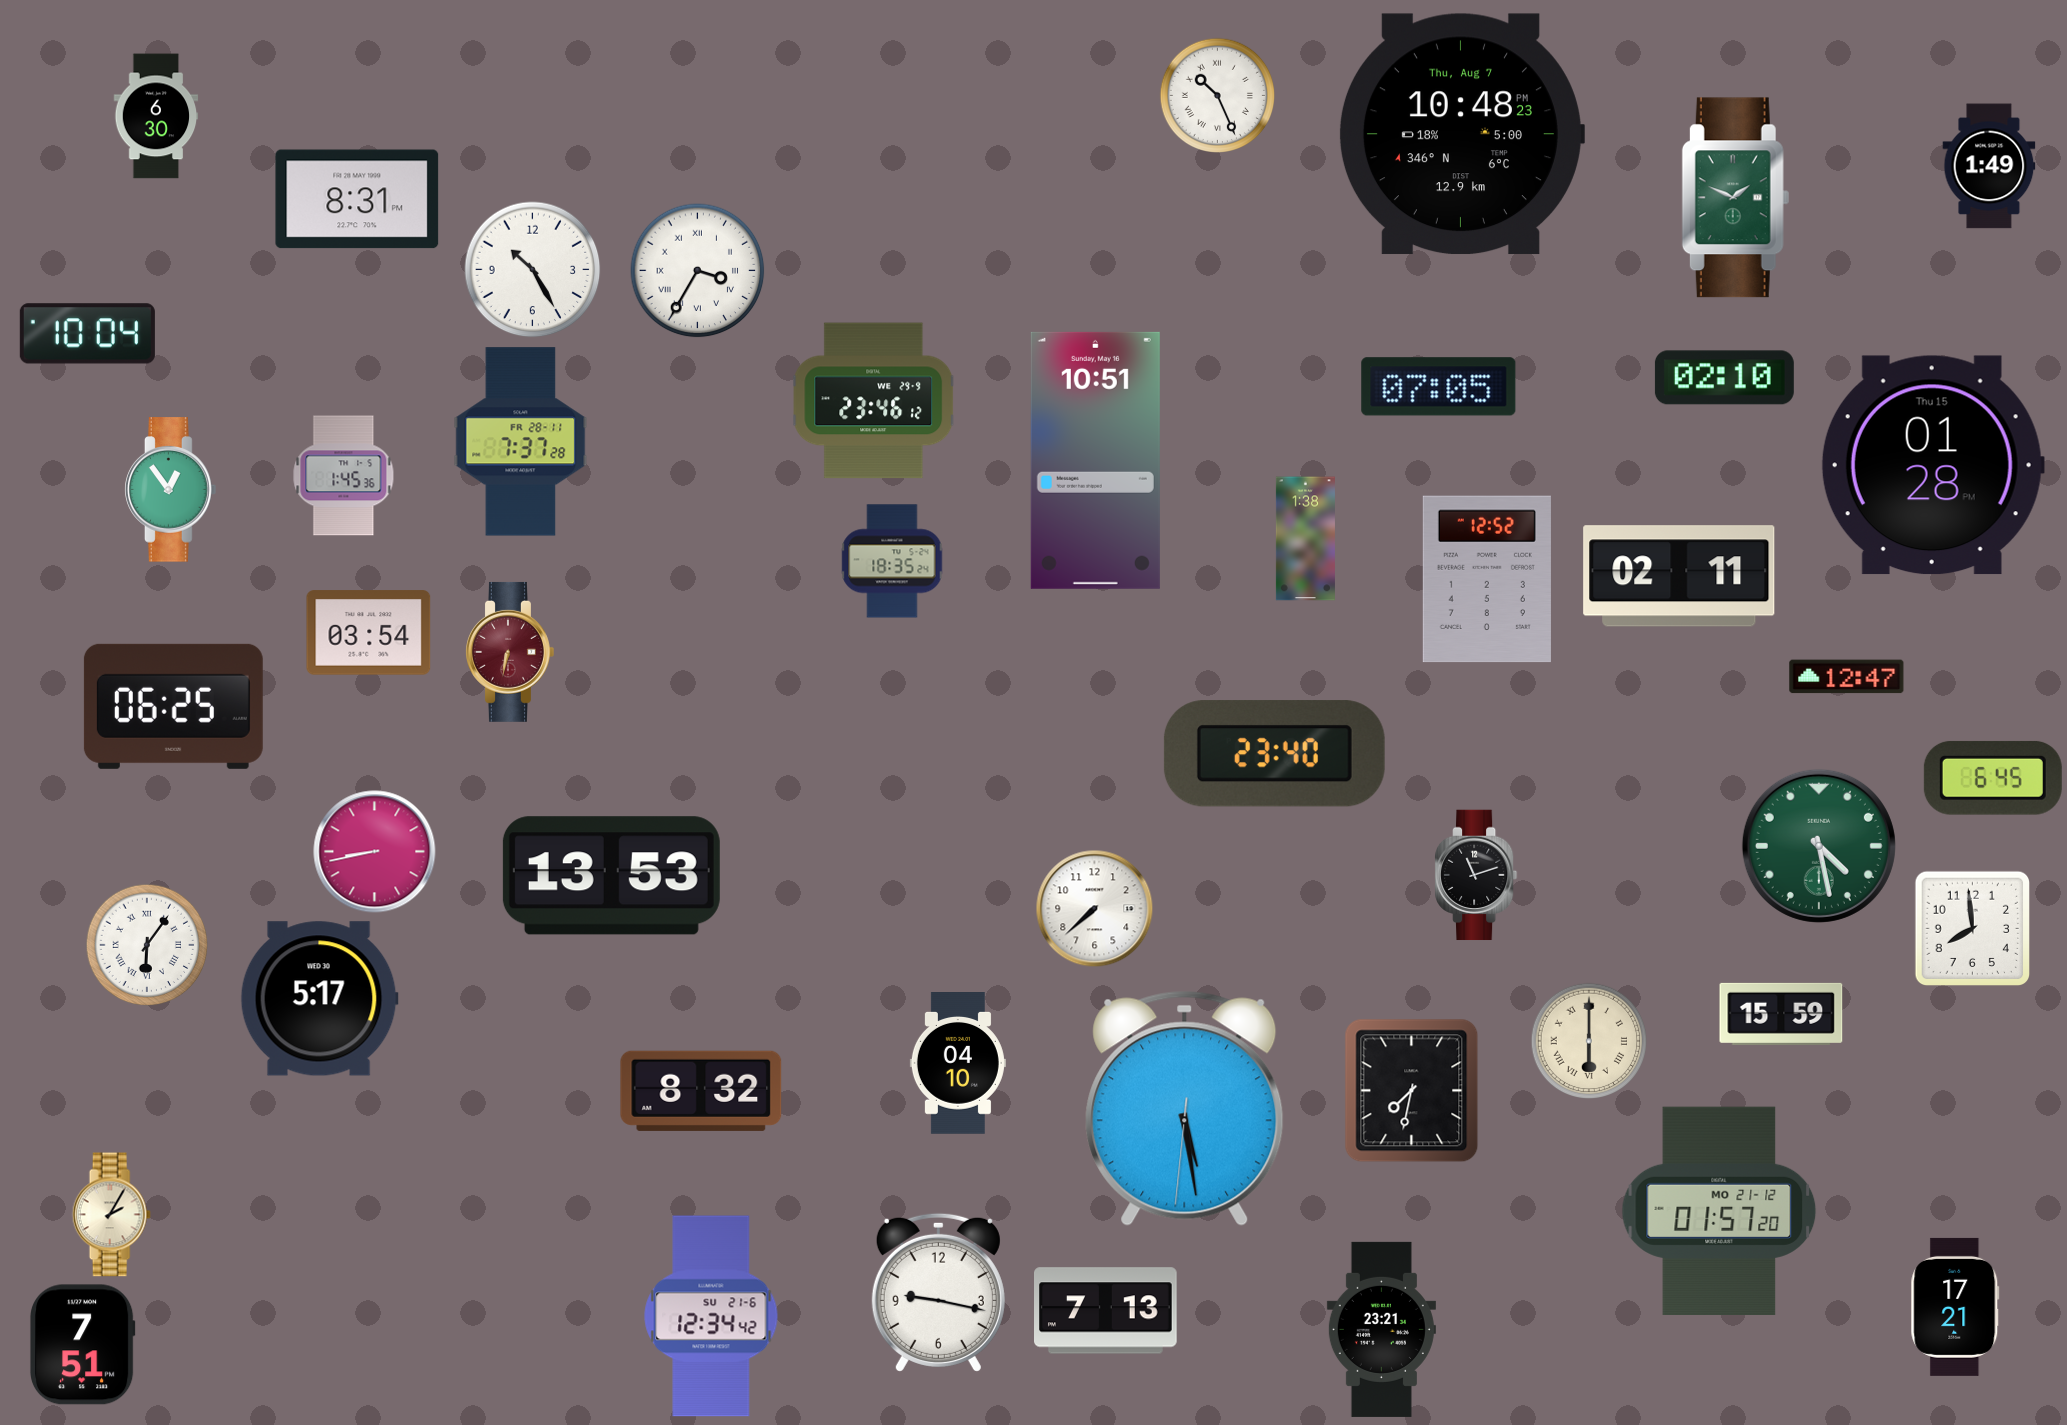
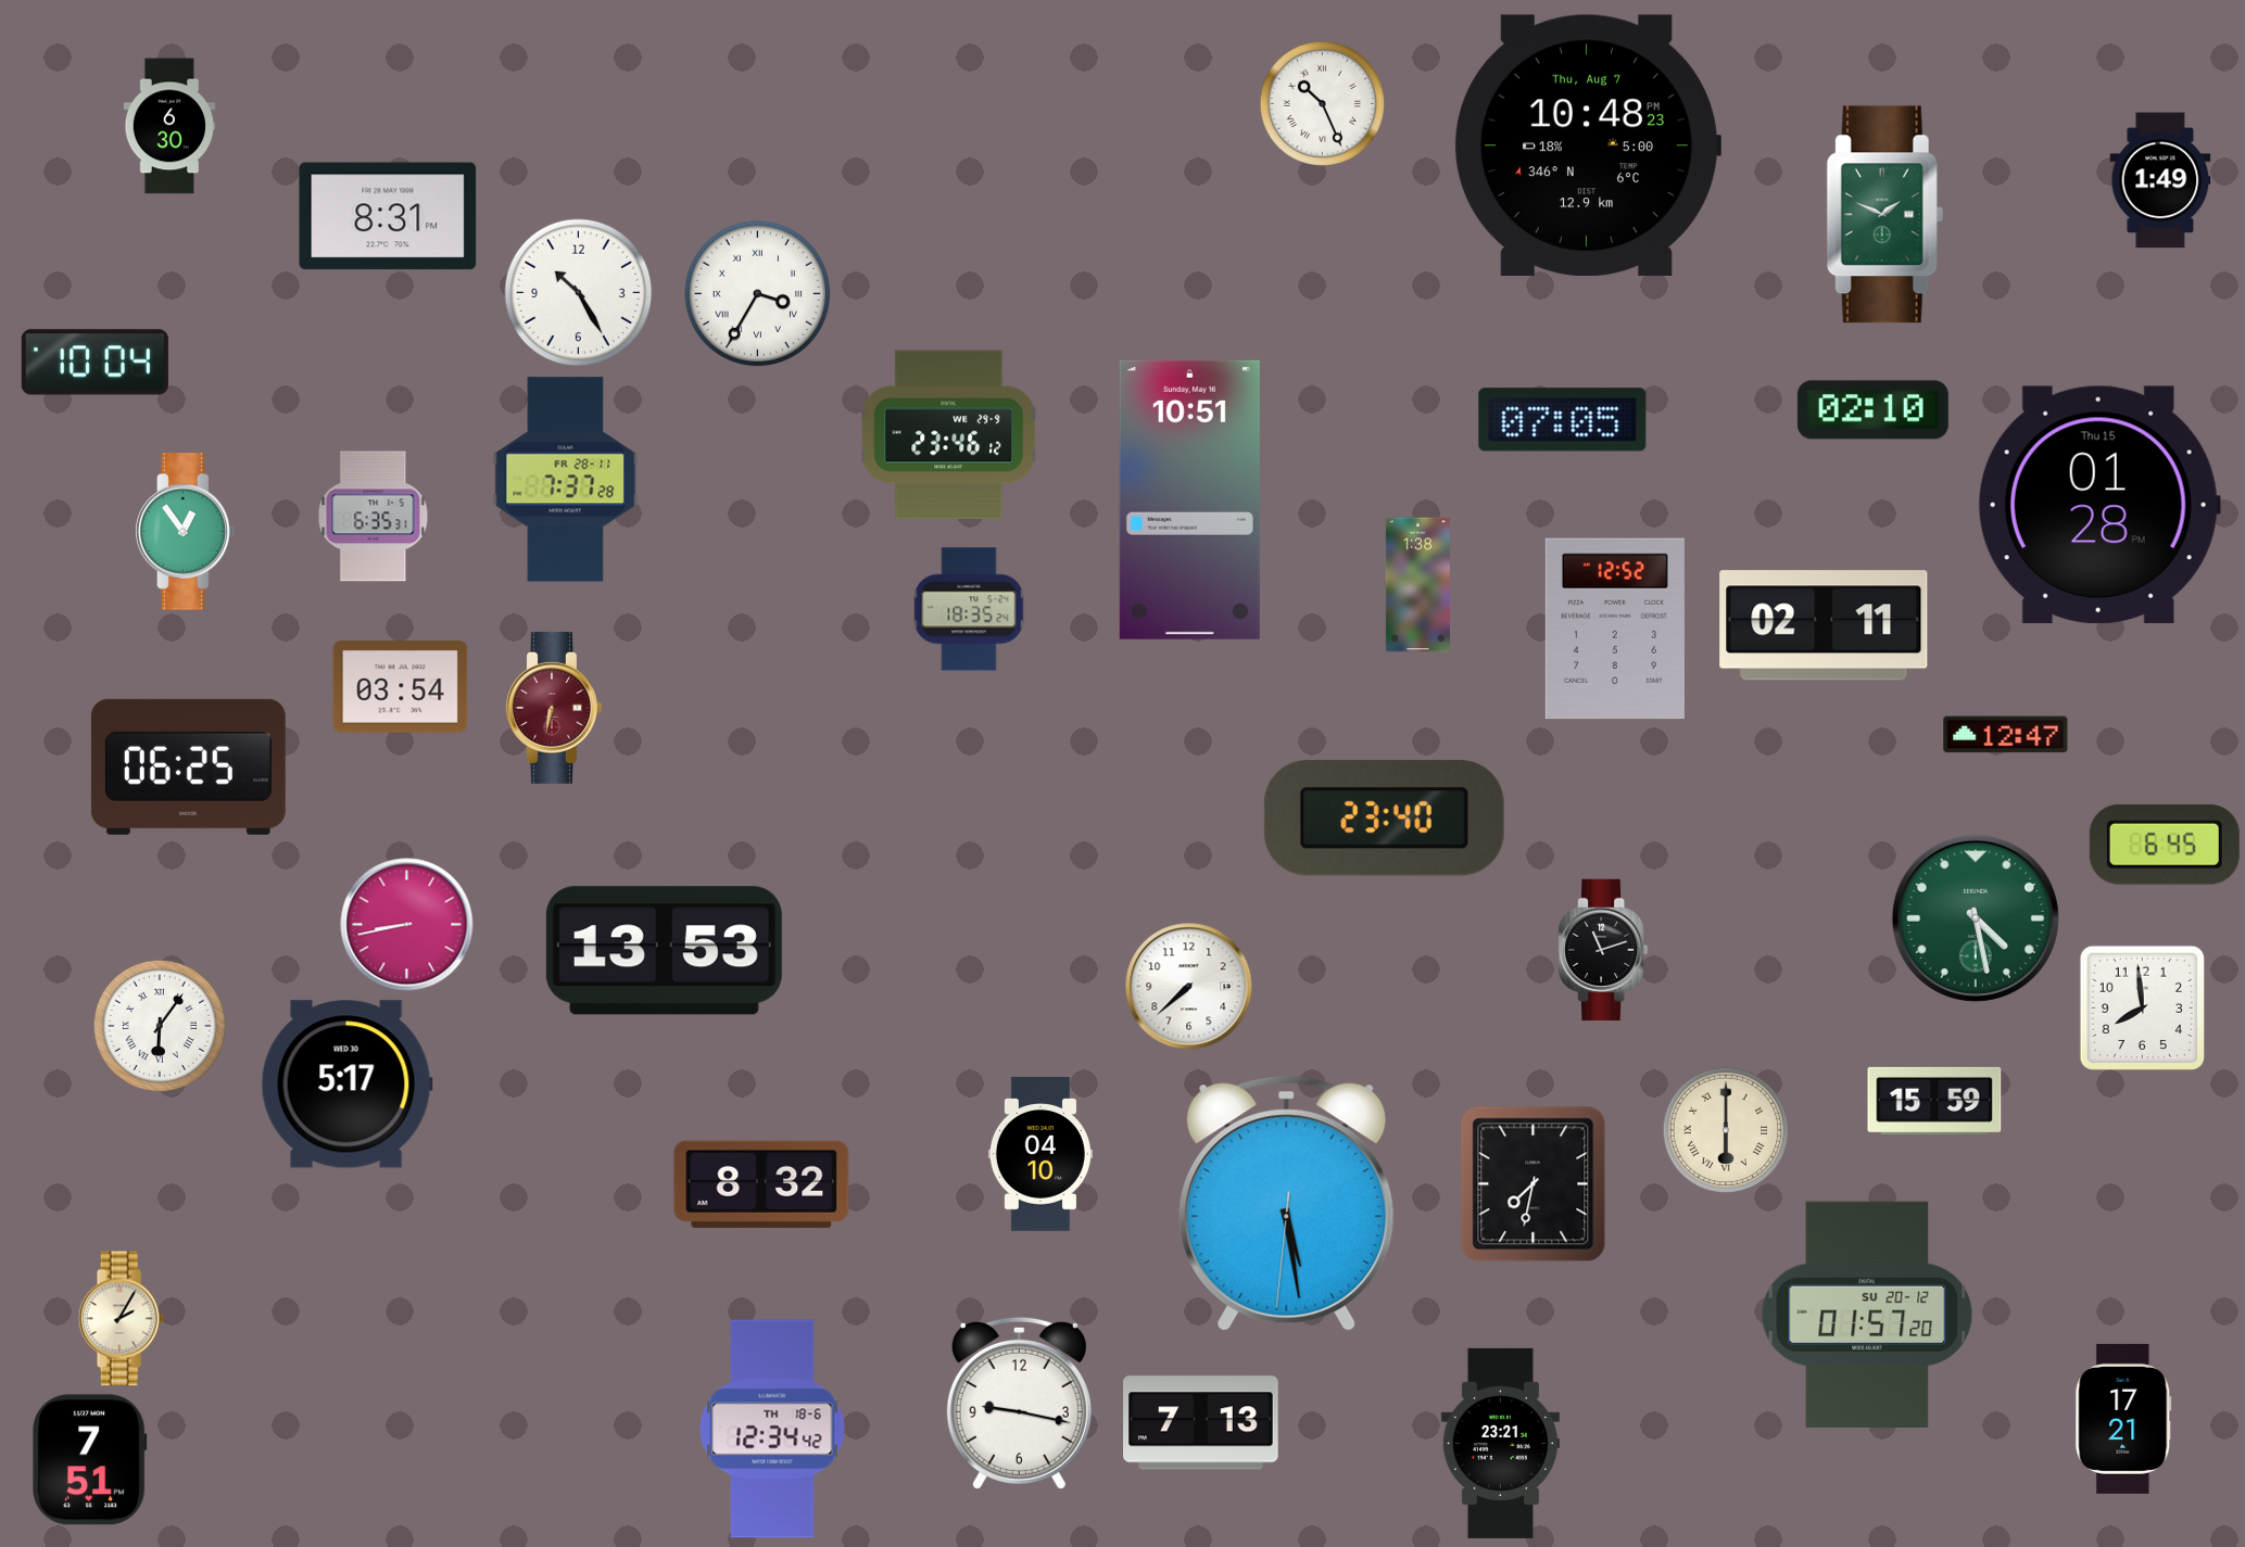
clock at (344, 476): 1:45 -> 6:35
clock at (1719, 1210) date: MO 21-12 -> SU 20-12
clock at (711, 1316) date: SU 21-6 -> TH 18-6
